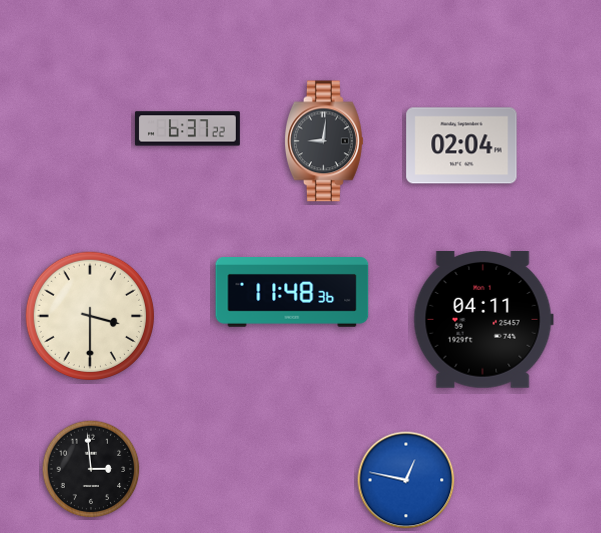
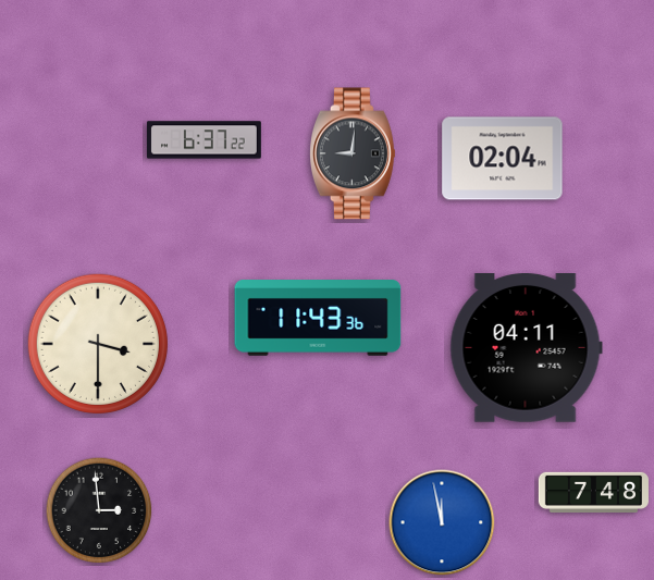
clock at (292, 293): 11:48 -> 11:43
clock at (593, 492): none -> 7:48
clock at (406, 480): 12:47 -> 11:58
